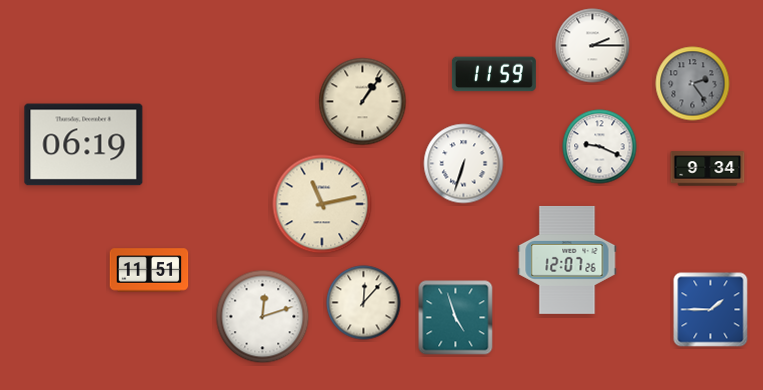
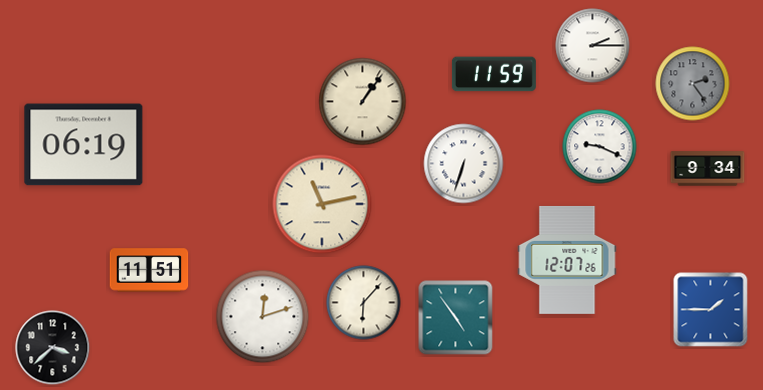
clock at (364, 303): 12:07 -> 6:07
clock at (456, 318): 4:57 -> 4:54
clock at (53, 348): none -> 3:38
